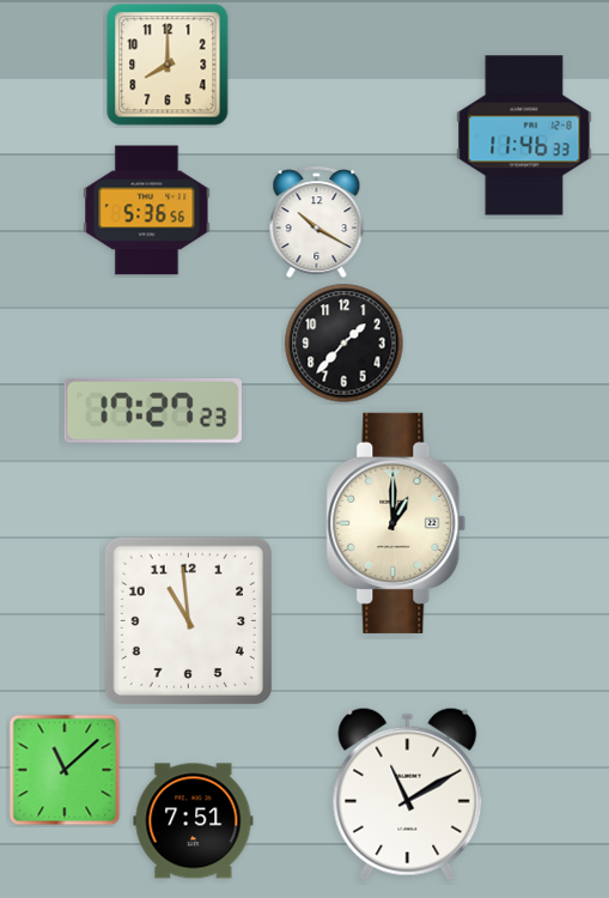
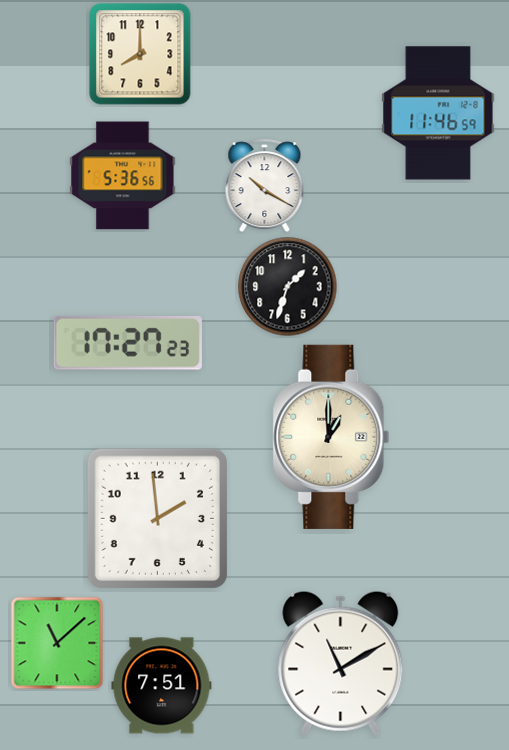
clock at (524, 135): 11:46:33 -> 11:46:59
clock at (345, 344): 1:37 -> 1:33
clock at (188, 620): 10:59 -> 1:59
clock at (65, 770) position: (65, 770) -> (57, 643)
